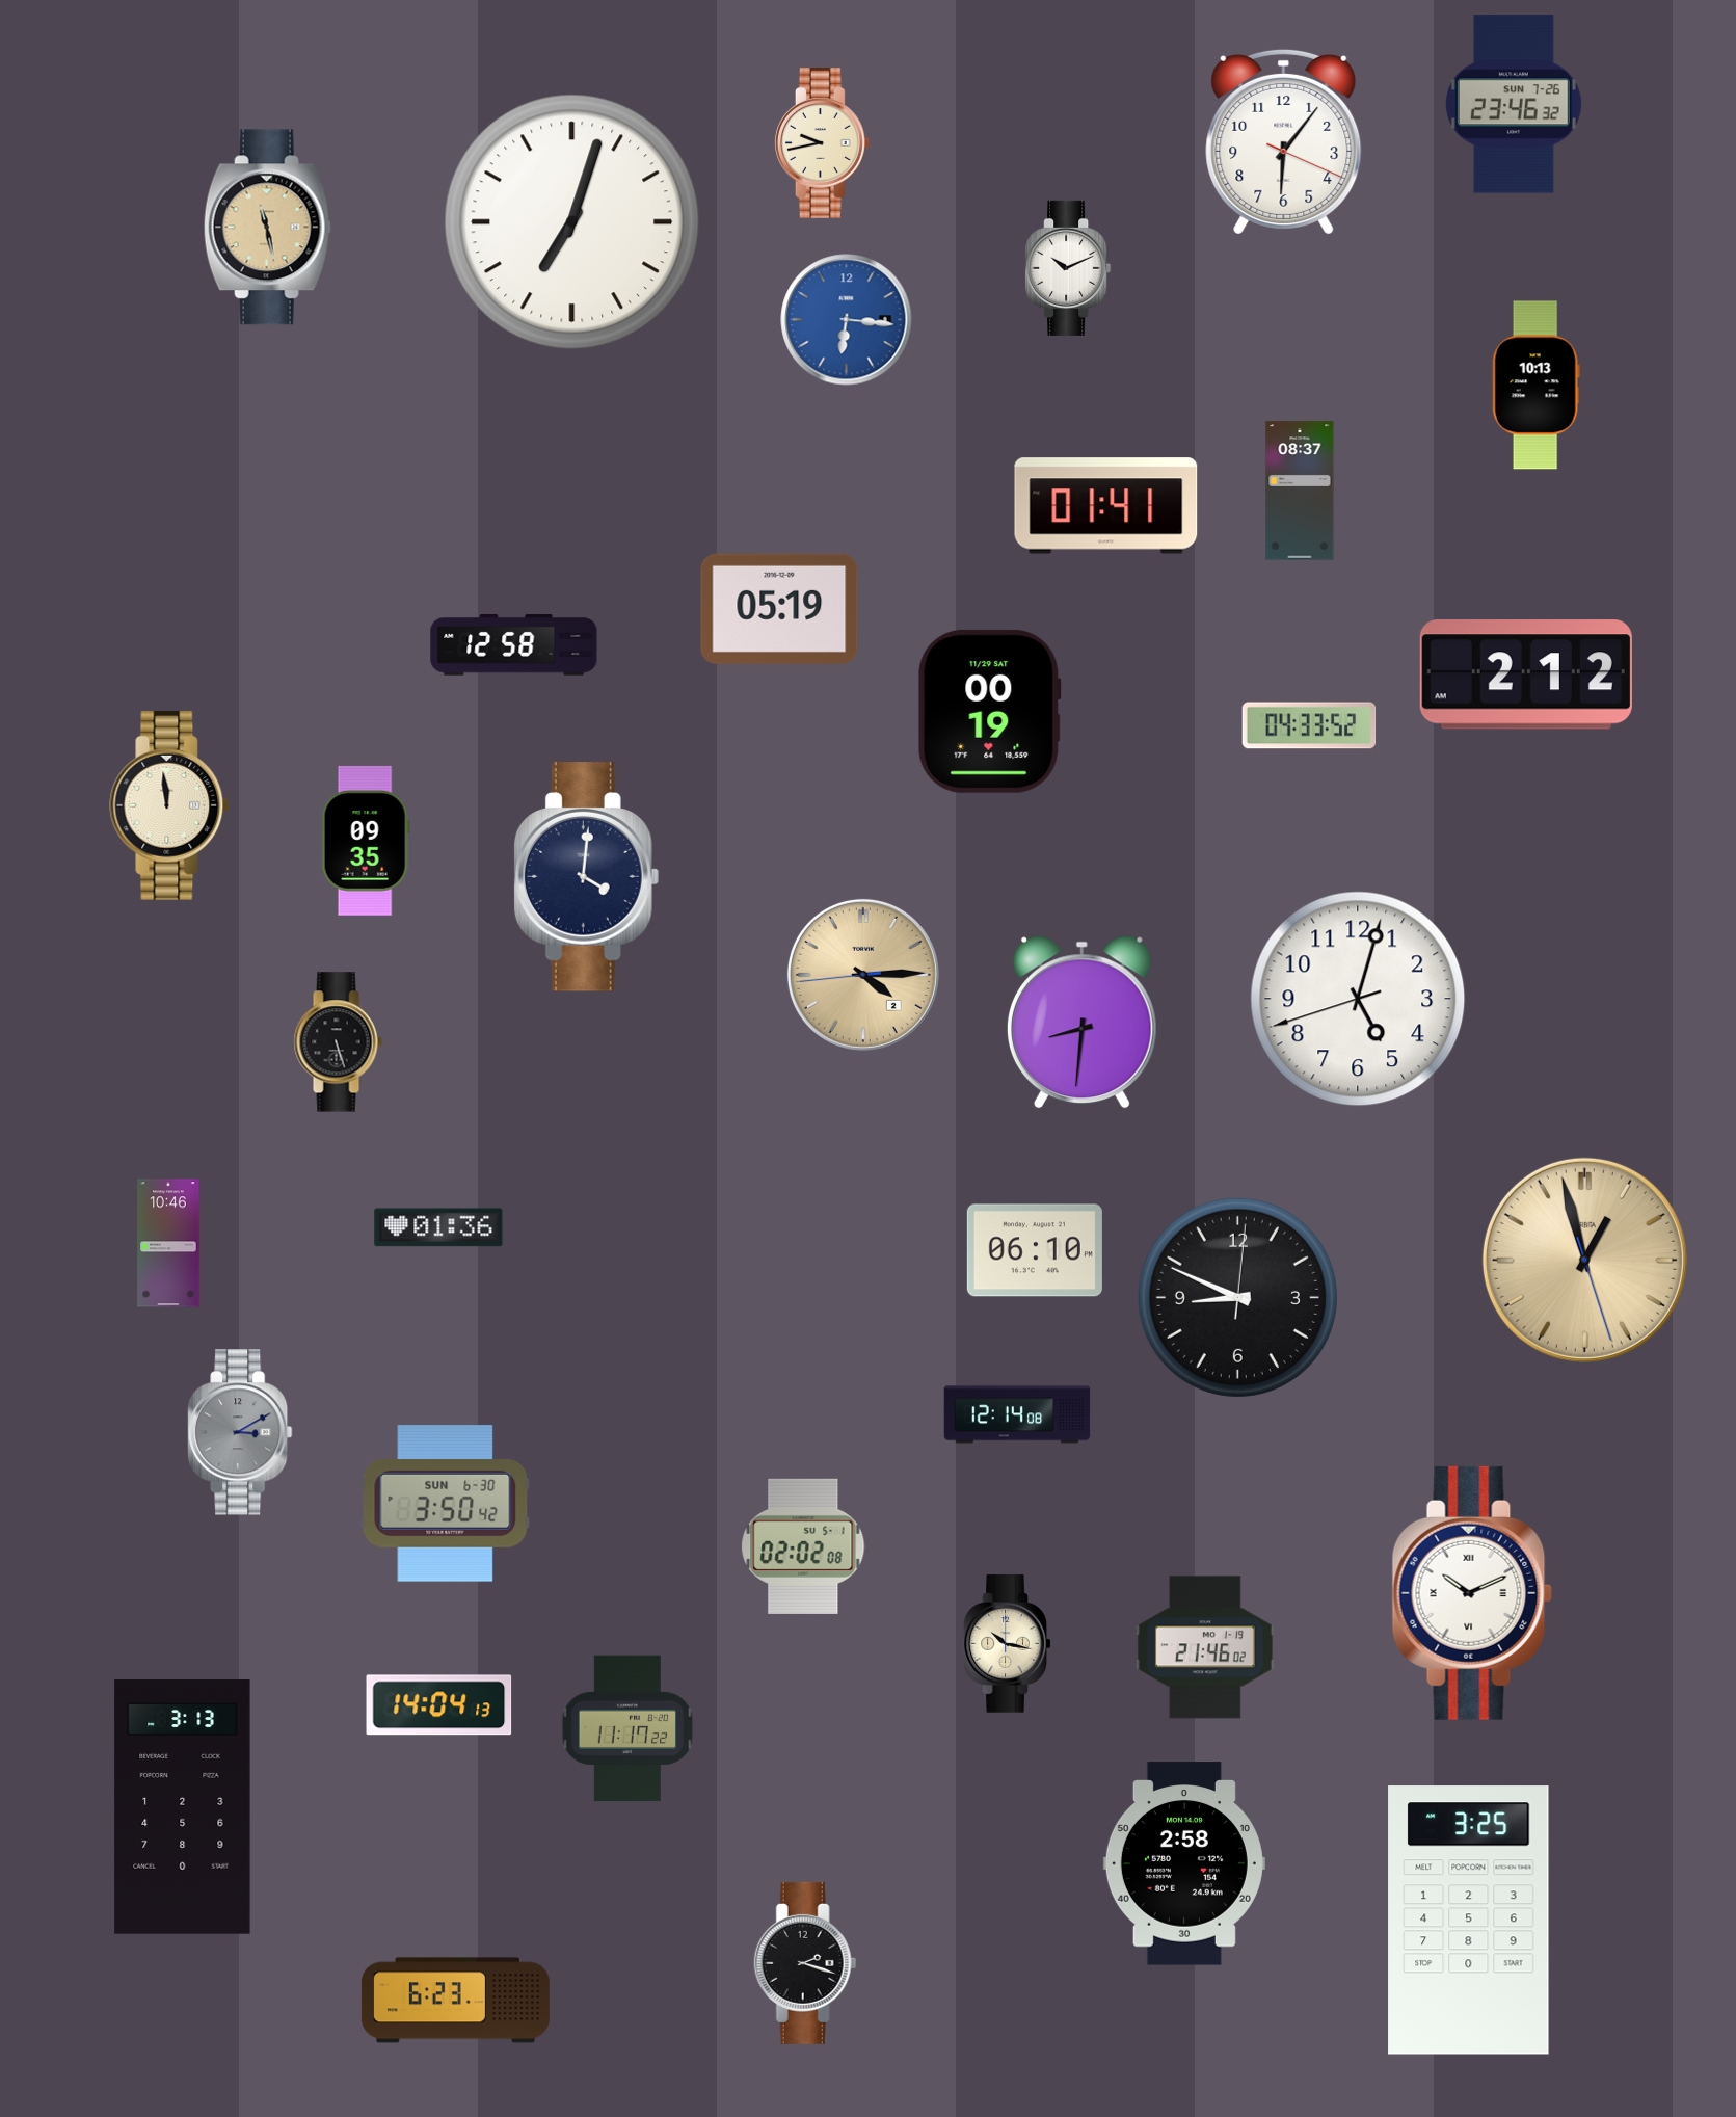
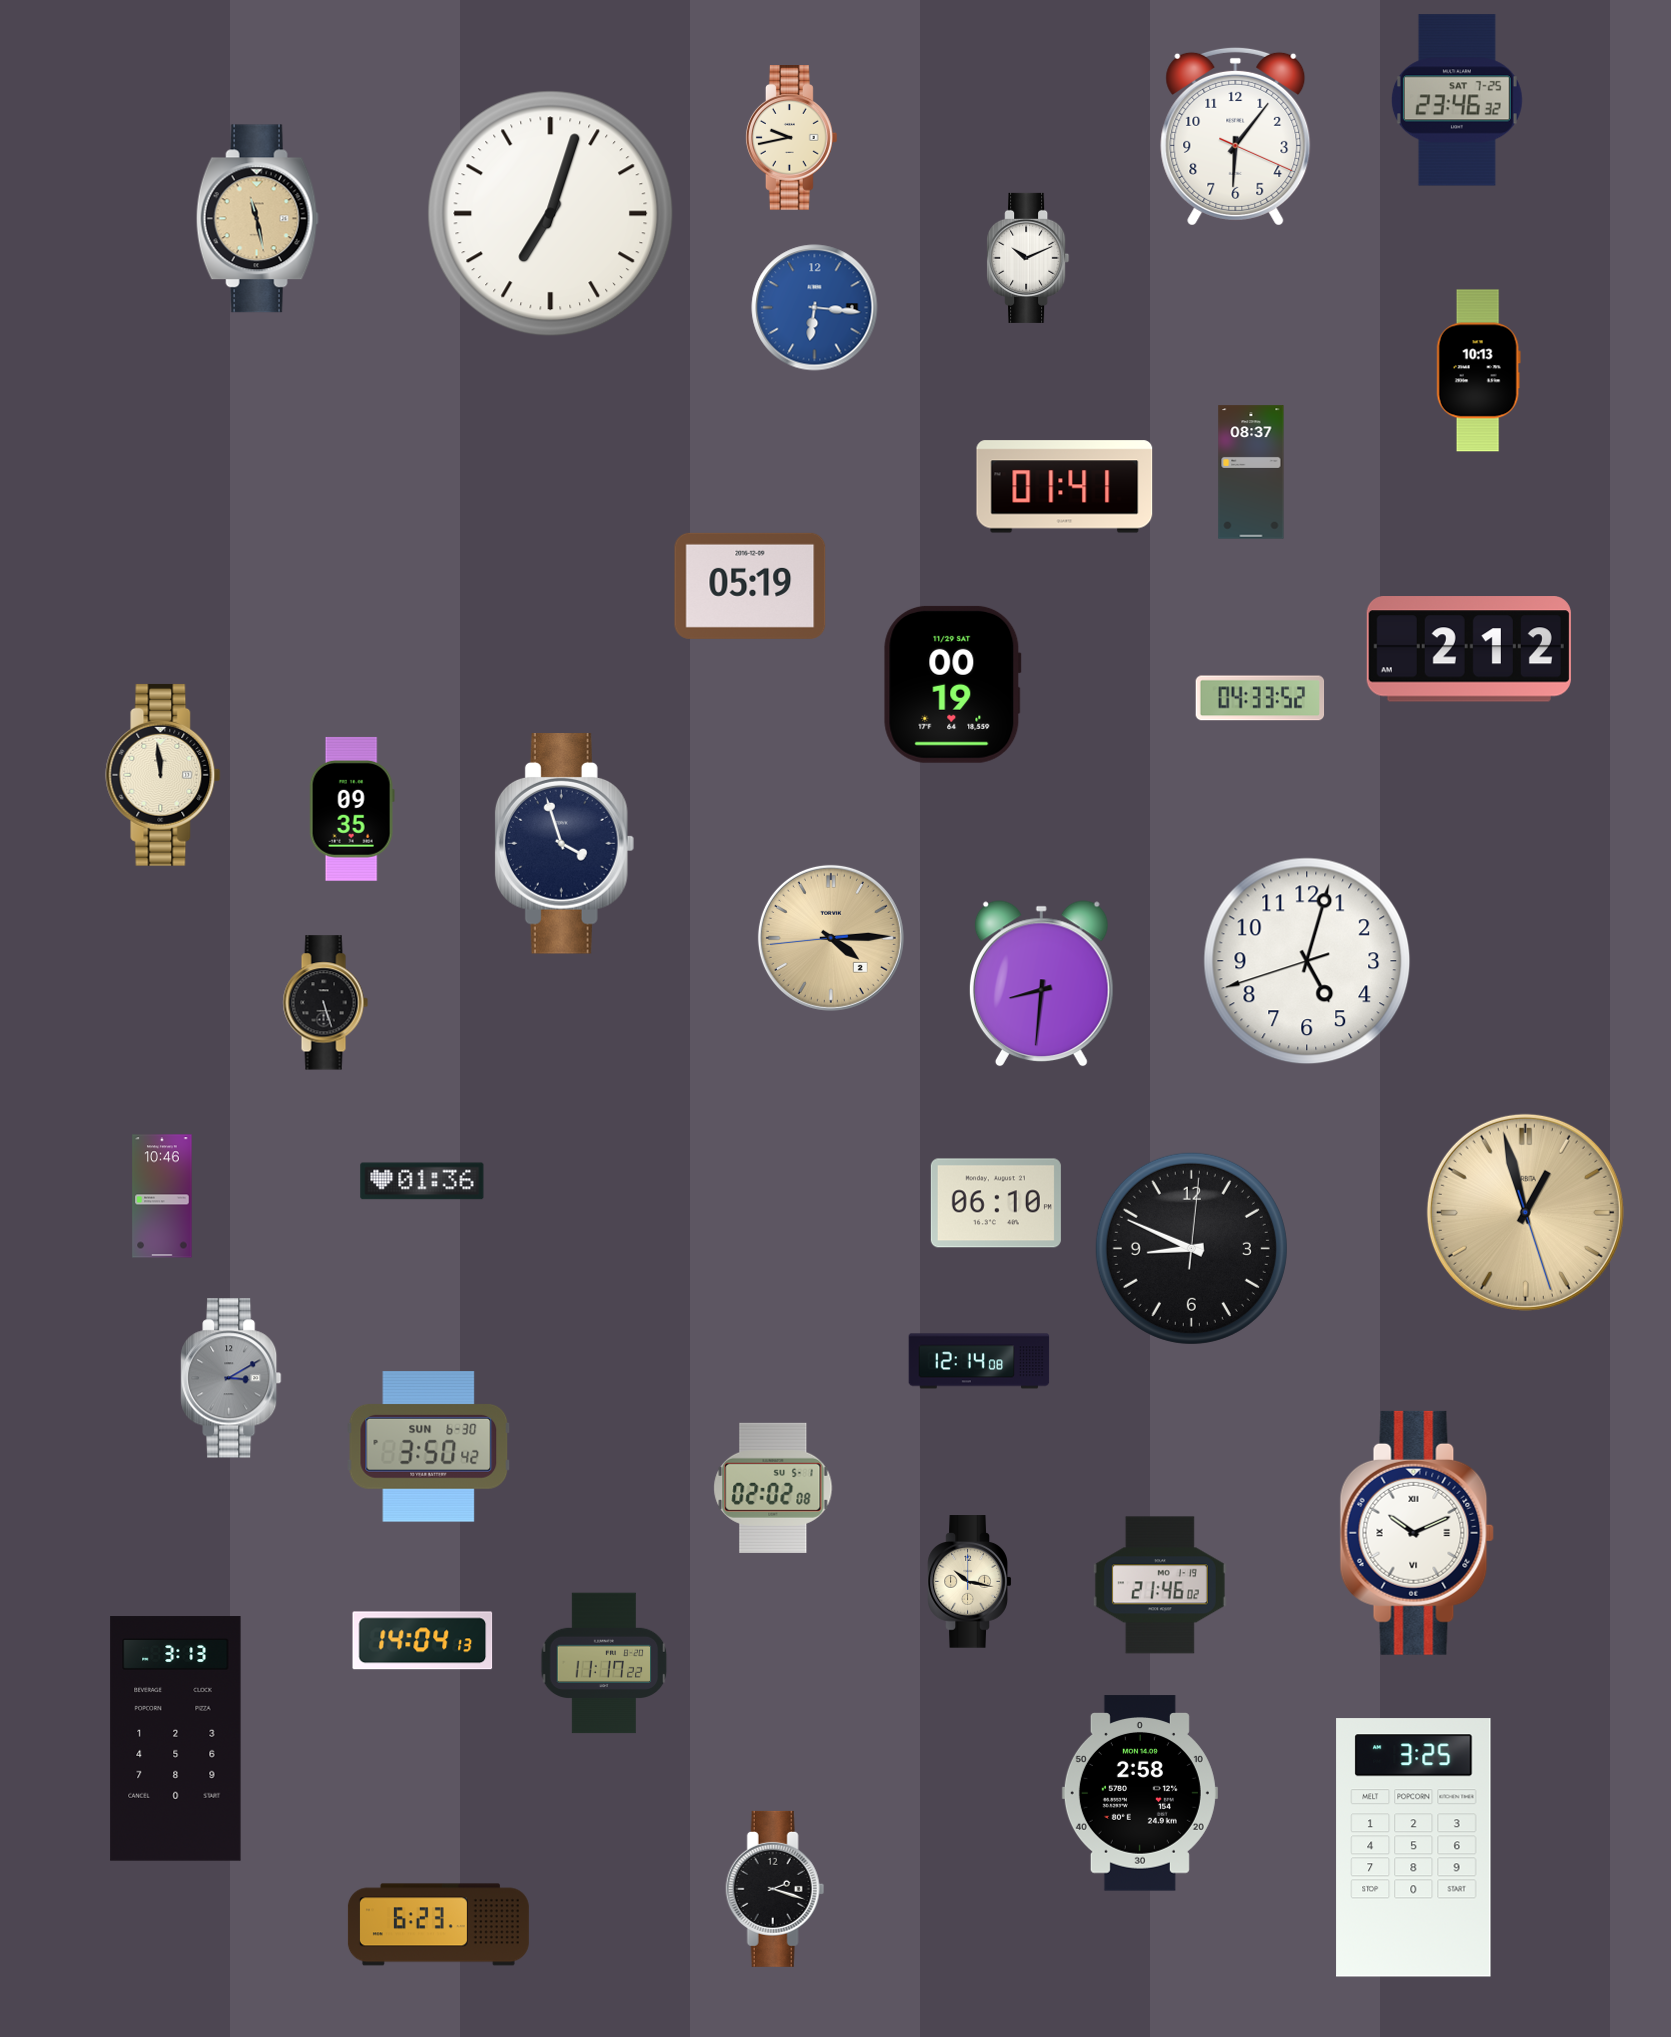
clock at (1514, 104) date: SUN 7-26 -> SAT 7-25
clock at (514, 645): 12:58 -> none
clock at (587, 877): 4:01 -> 3:57
